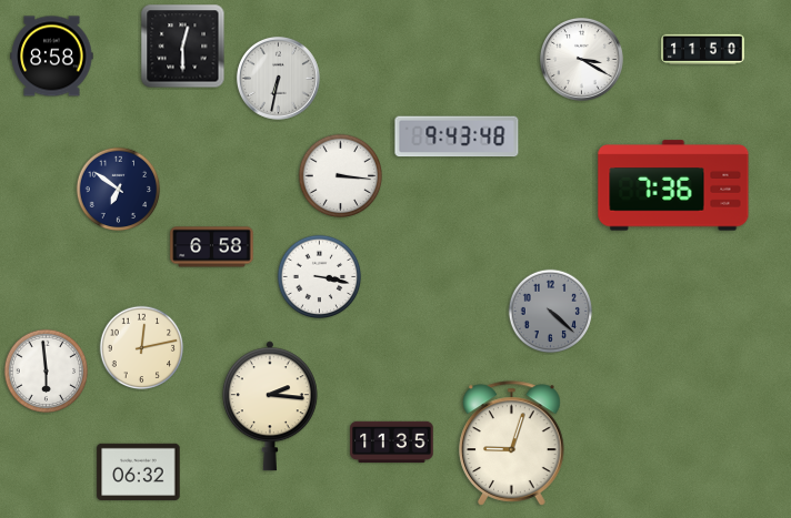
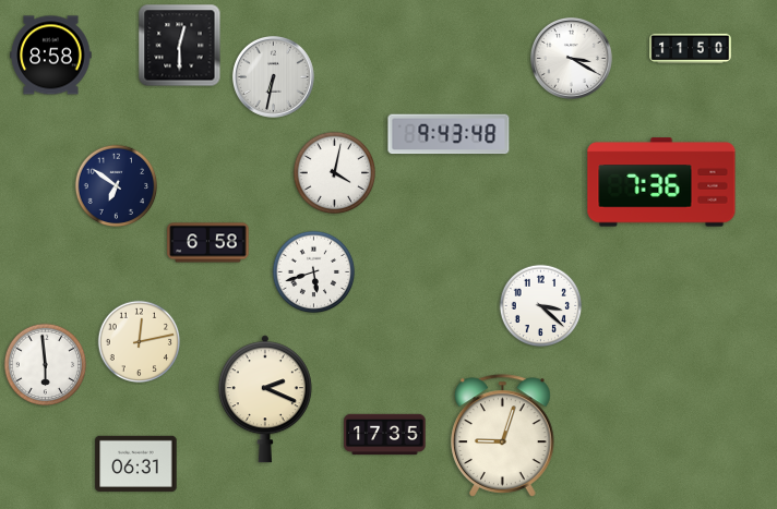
clock at (341, 176): 3:16 -> 4:02
clock at (320, 277): 3:17 -> 5:42
clock at (551, 312): 4:22 -> 3:22
clock at (551, 312) dial: grey -> white
clock at (270, 406): 2:16 -> 2:19
clock at (392, 443): 11:35 -> 17:35
clock at (139, 471): 06:32 -> 06:31
